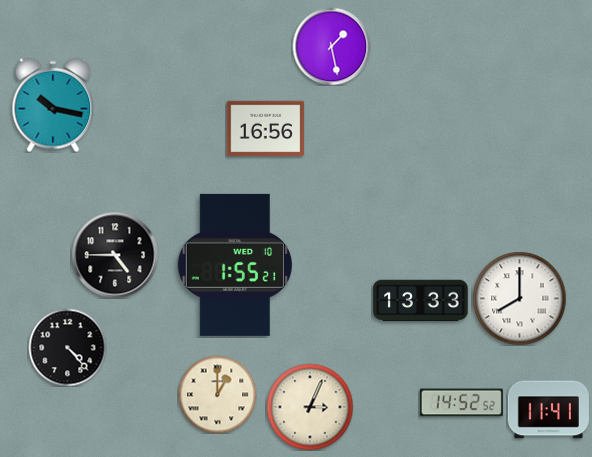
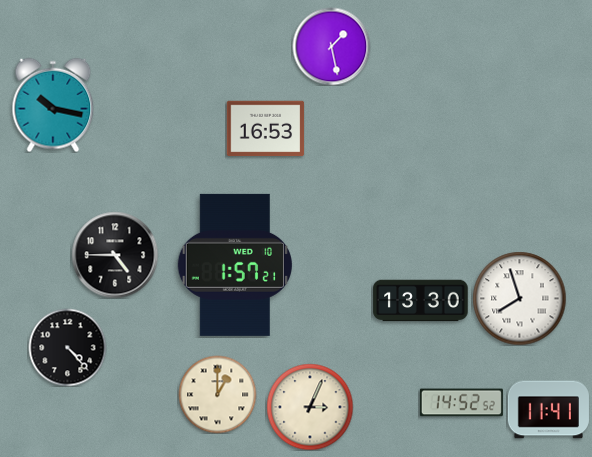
clock at (265, 129): 16:56 -> 16:53
clock at (235, 265): 1:55 -> 1:57
clock at (519, 298): 8:00 -> 7:57
clock at (421, 301): 13:33 -> 13:30
